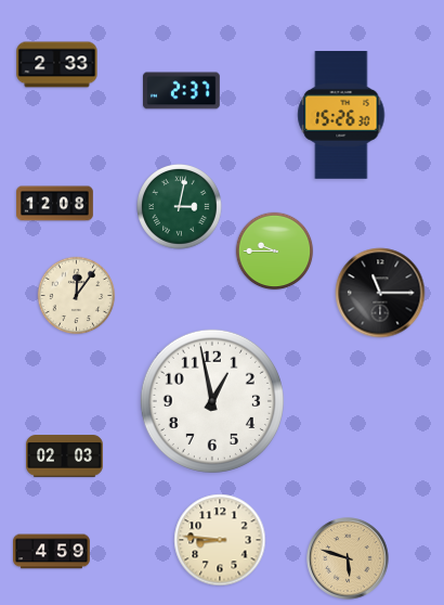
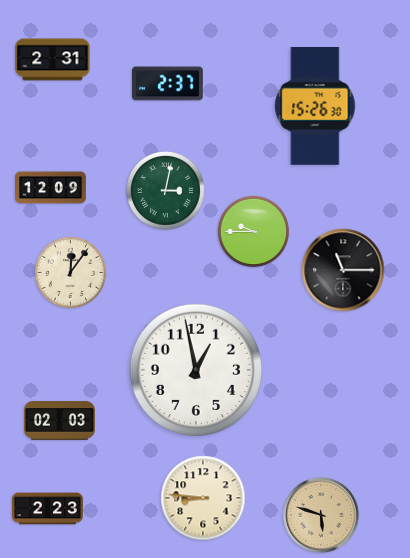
clock at (57, 65): 2:33 -> 2:31
clock at (55, 204): 12:08 -> 12:09
clock at (380, 293) position: (380, 293) -> (343, 270)
clock at (52, 552): 4:59 -> 2:23
